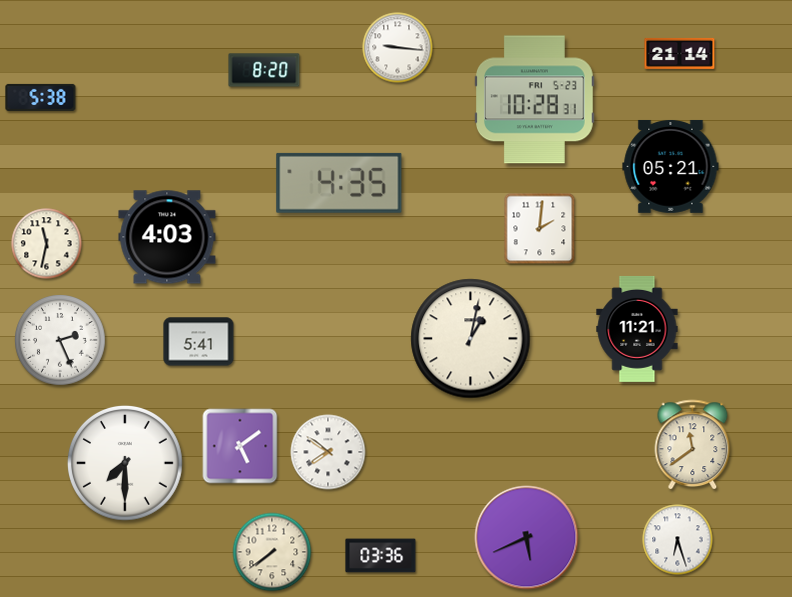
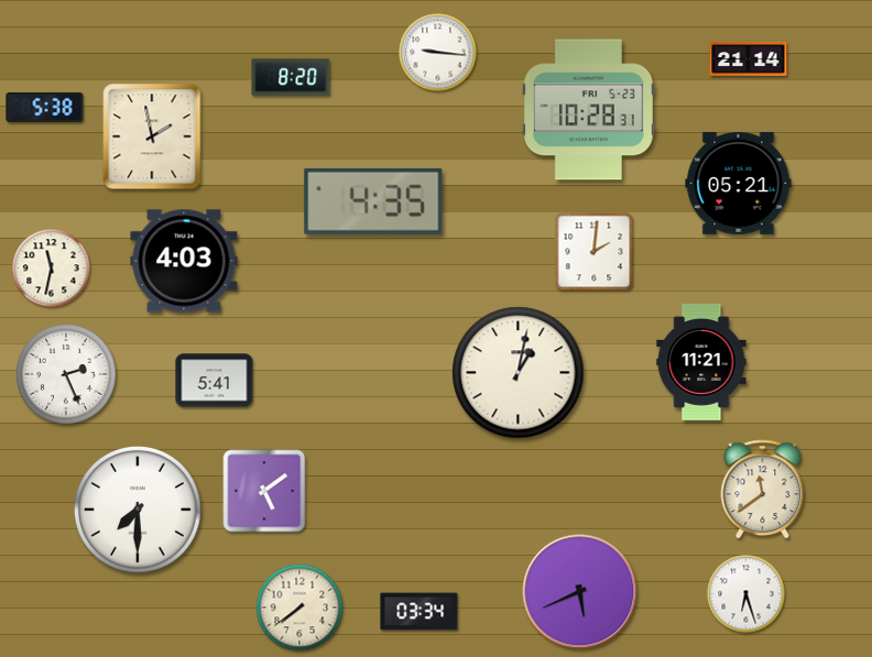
clock at (152, 136): none -> 1:58
clock at (199, 342) position: (199, 342) -> (215, 381)
clock at (328, 452): 7:51 -> none
clock at (381, 556): 03:36 -> 03:34
